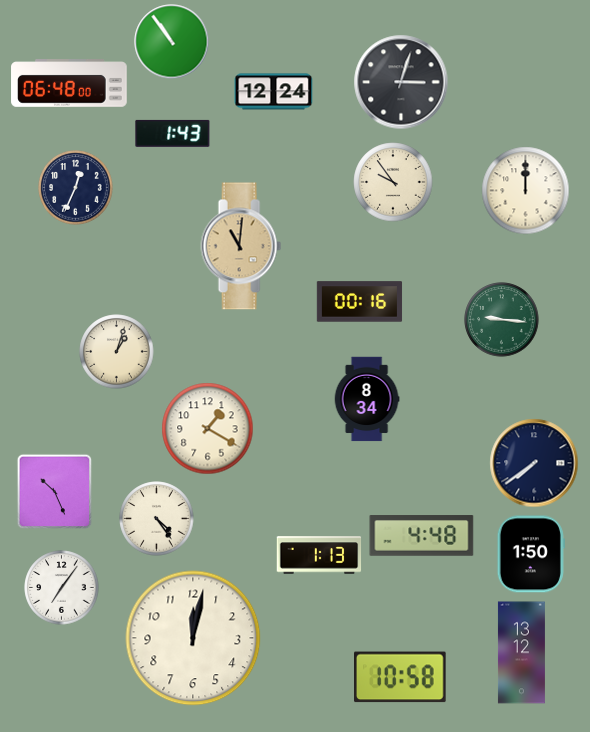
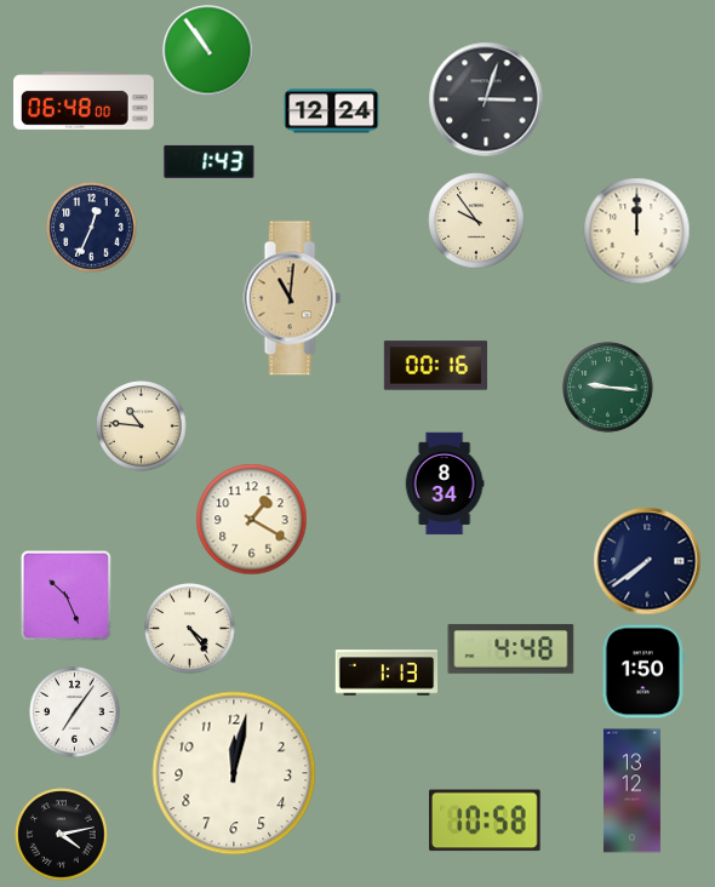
clock at (117, 352): 1:03 -> 10:46
clock at (62, 835): none -> 4:13
